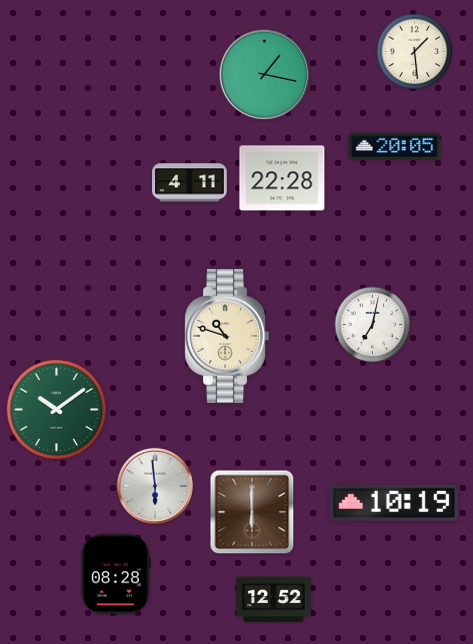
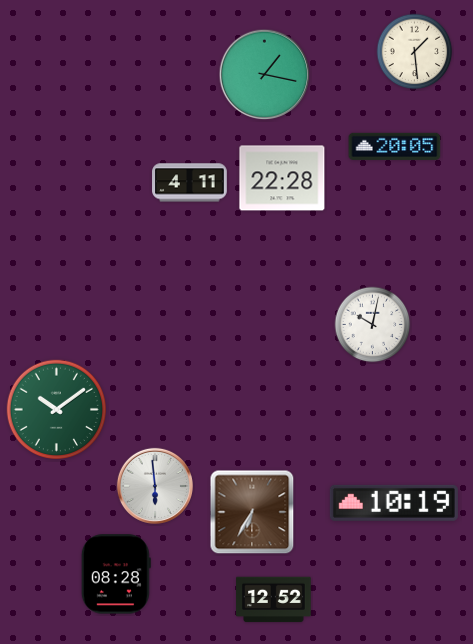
clock at (373, 325): 7:02 -> 10:02
clock at (227, 336): 10:48 -> none
clock at (252, 512): 6:00 -> 6:35
